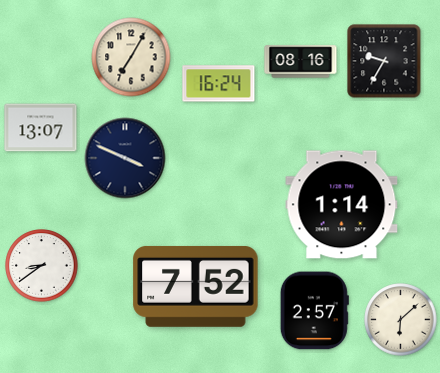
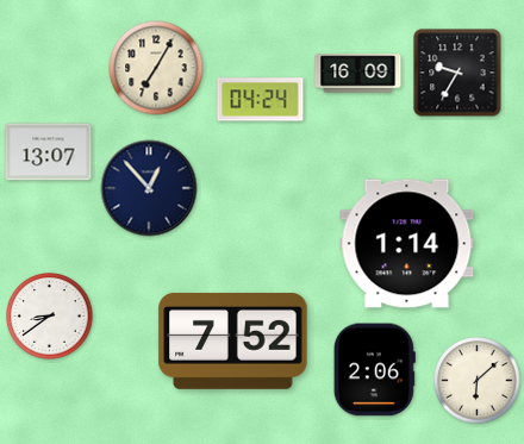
clock at (301, 62): 08:16 -> 16:09
clock at (219, 84): 16:24 -> 04:24
clock at (125, 158): 3:49 -> 12:53
clock at (314, 311): 2:57 -> 2:06
